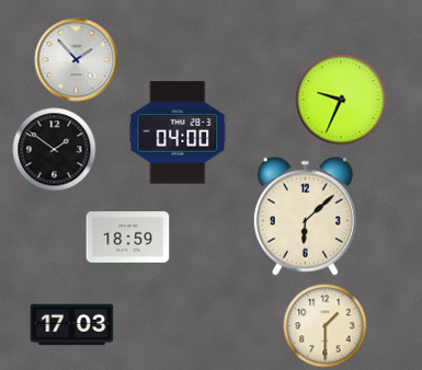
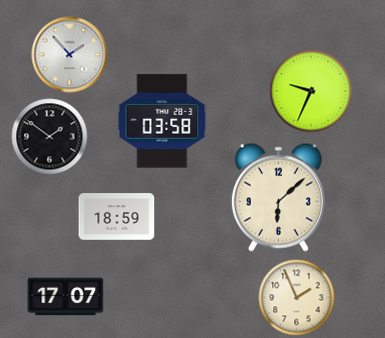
clock at (178, 132): 04:00 -> 03:58
clock at (72, 325): 17:03 -> 17:07
clock at (326, 326): 1:30 -> 1:56
